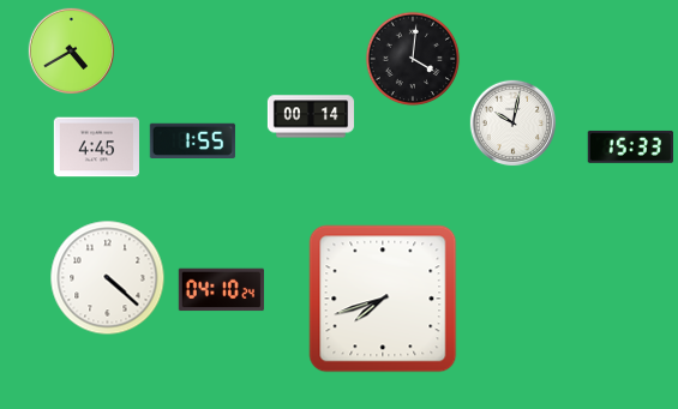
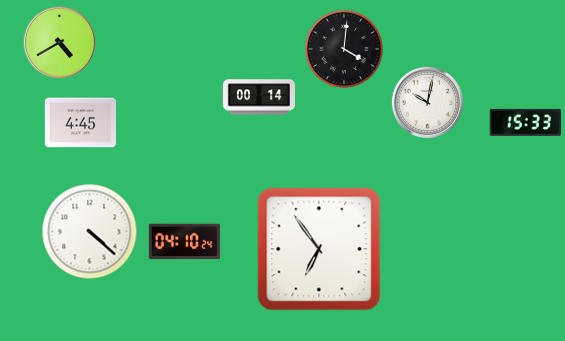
clock at (192, 140): 1:55 -> none
clock at (383, 299): 7:42 -> 6:54
